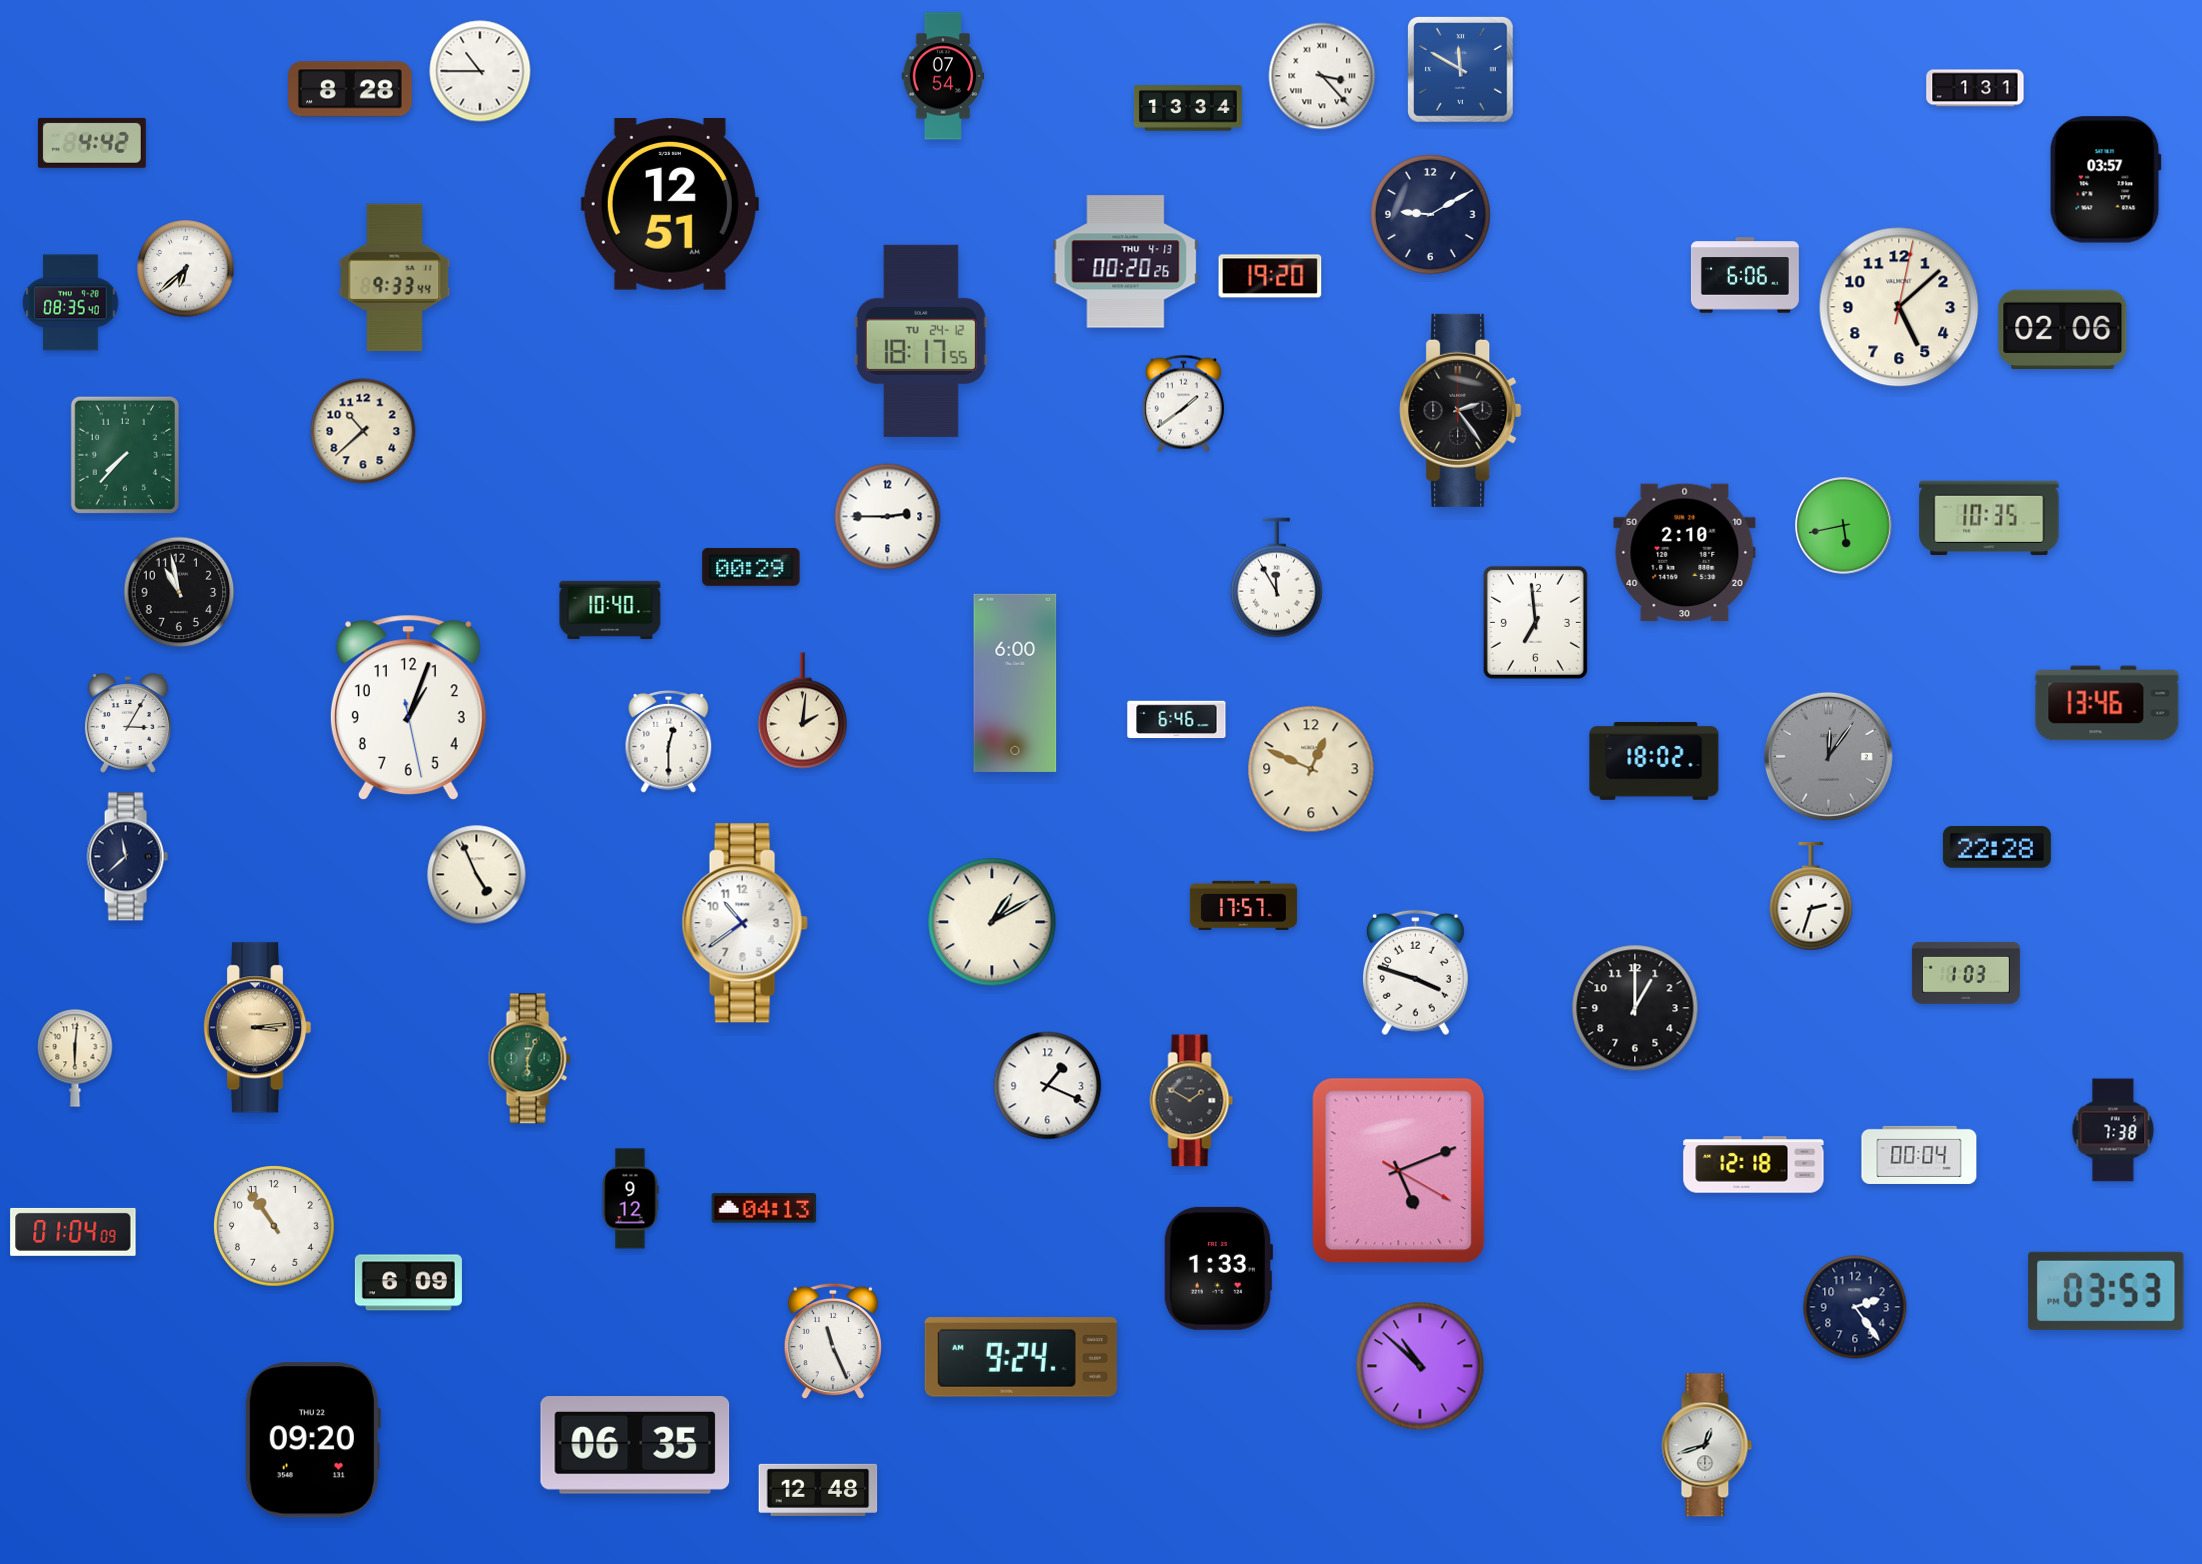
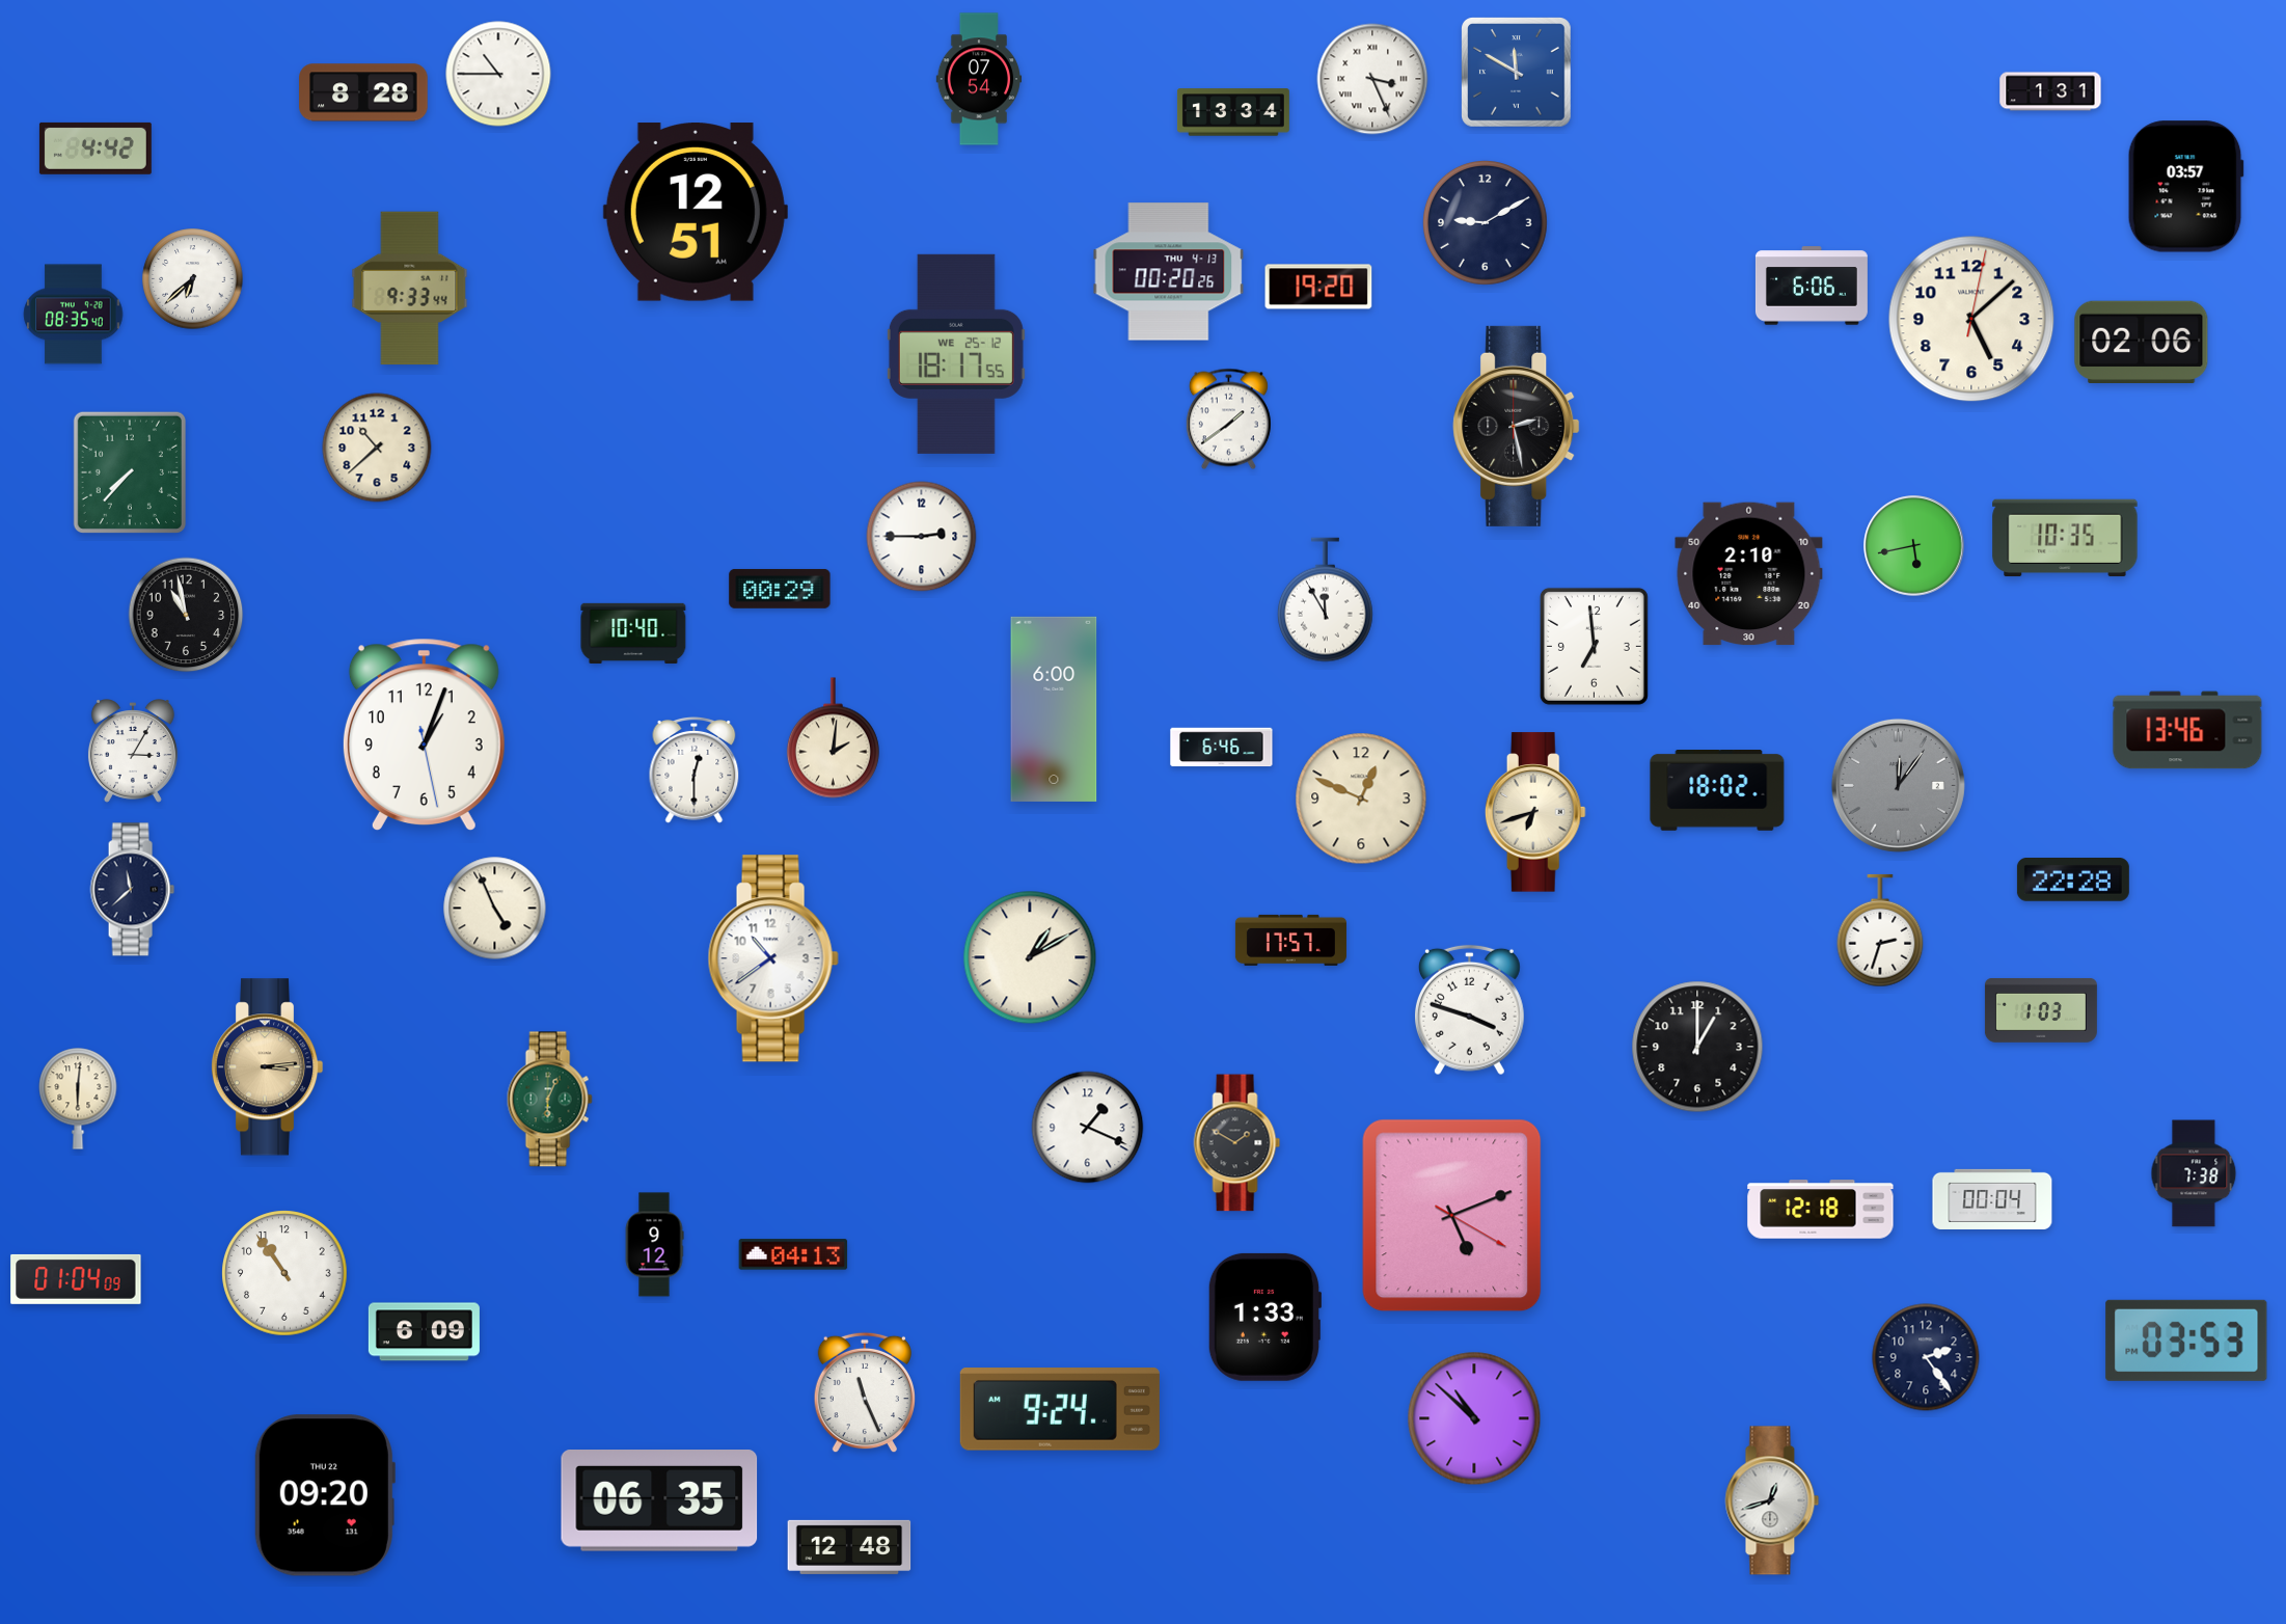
clock at (1322, 76): 3:23 -> 3:26
clock at (921, 341) date: TU 24-12 -> WE 25-12
clock at (1461, 410): 2:24 -> 2:28
clock at (1535, 812): none -> 6:42
